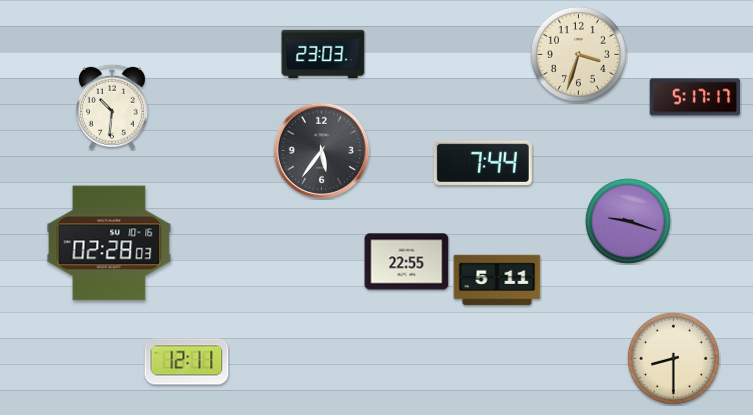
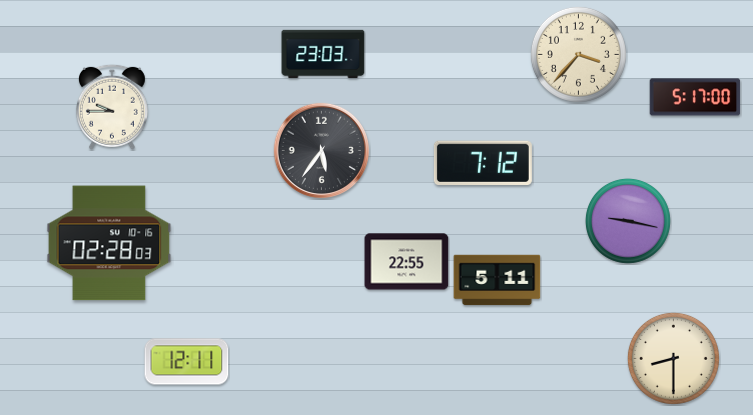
clock at (578, 54): 3:33 -> 3:37
clock at (695, 97): 5:17:17 -> 5:17:00
clock at (112, 107): 10:31 -> 9:45
clock at (483, 162): 7:44 -> 7:12
clock at (628, 221): 9:18 -> 9:17
